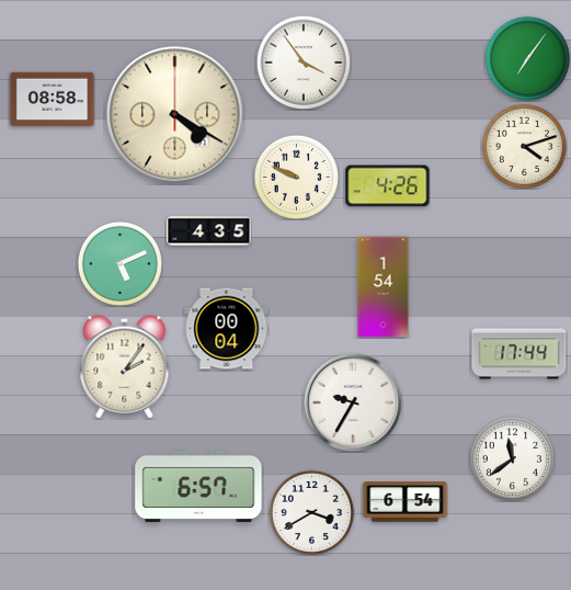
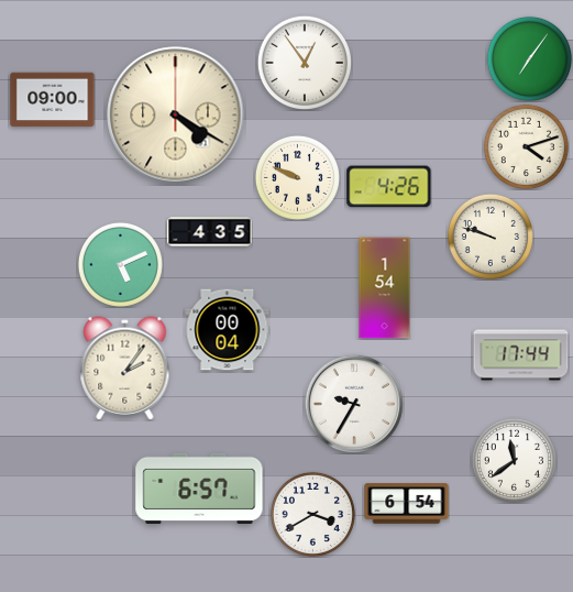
clock at (302, 61): 3:54 -> 12:54
clock at (53, 100): 08:58 -> 09:00
clock at (491, 237): none -> 9:48
